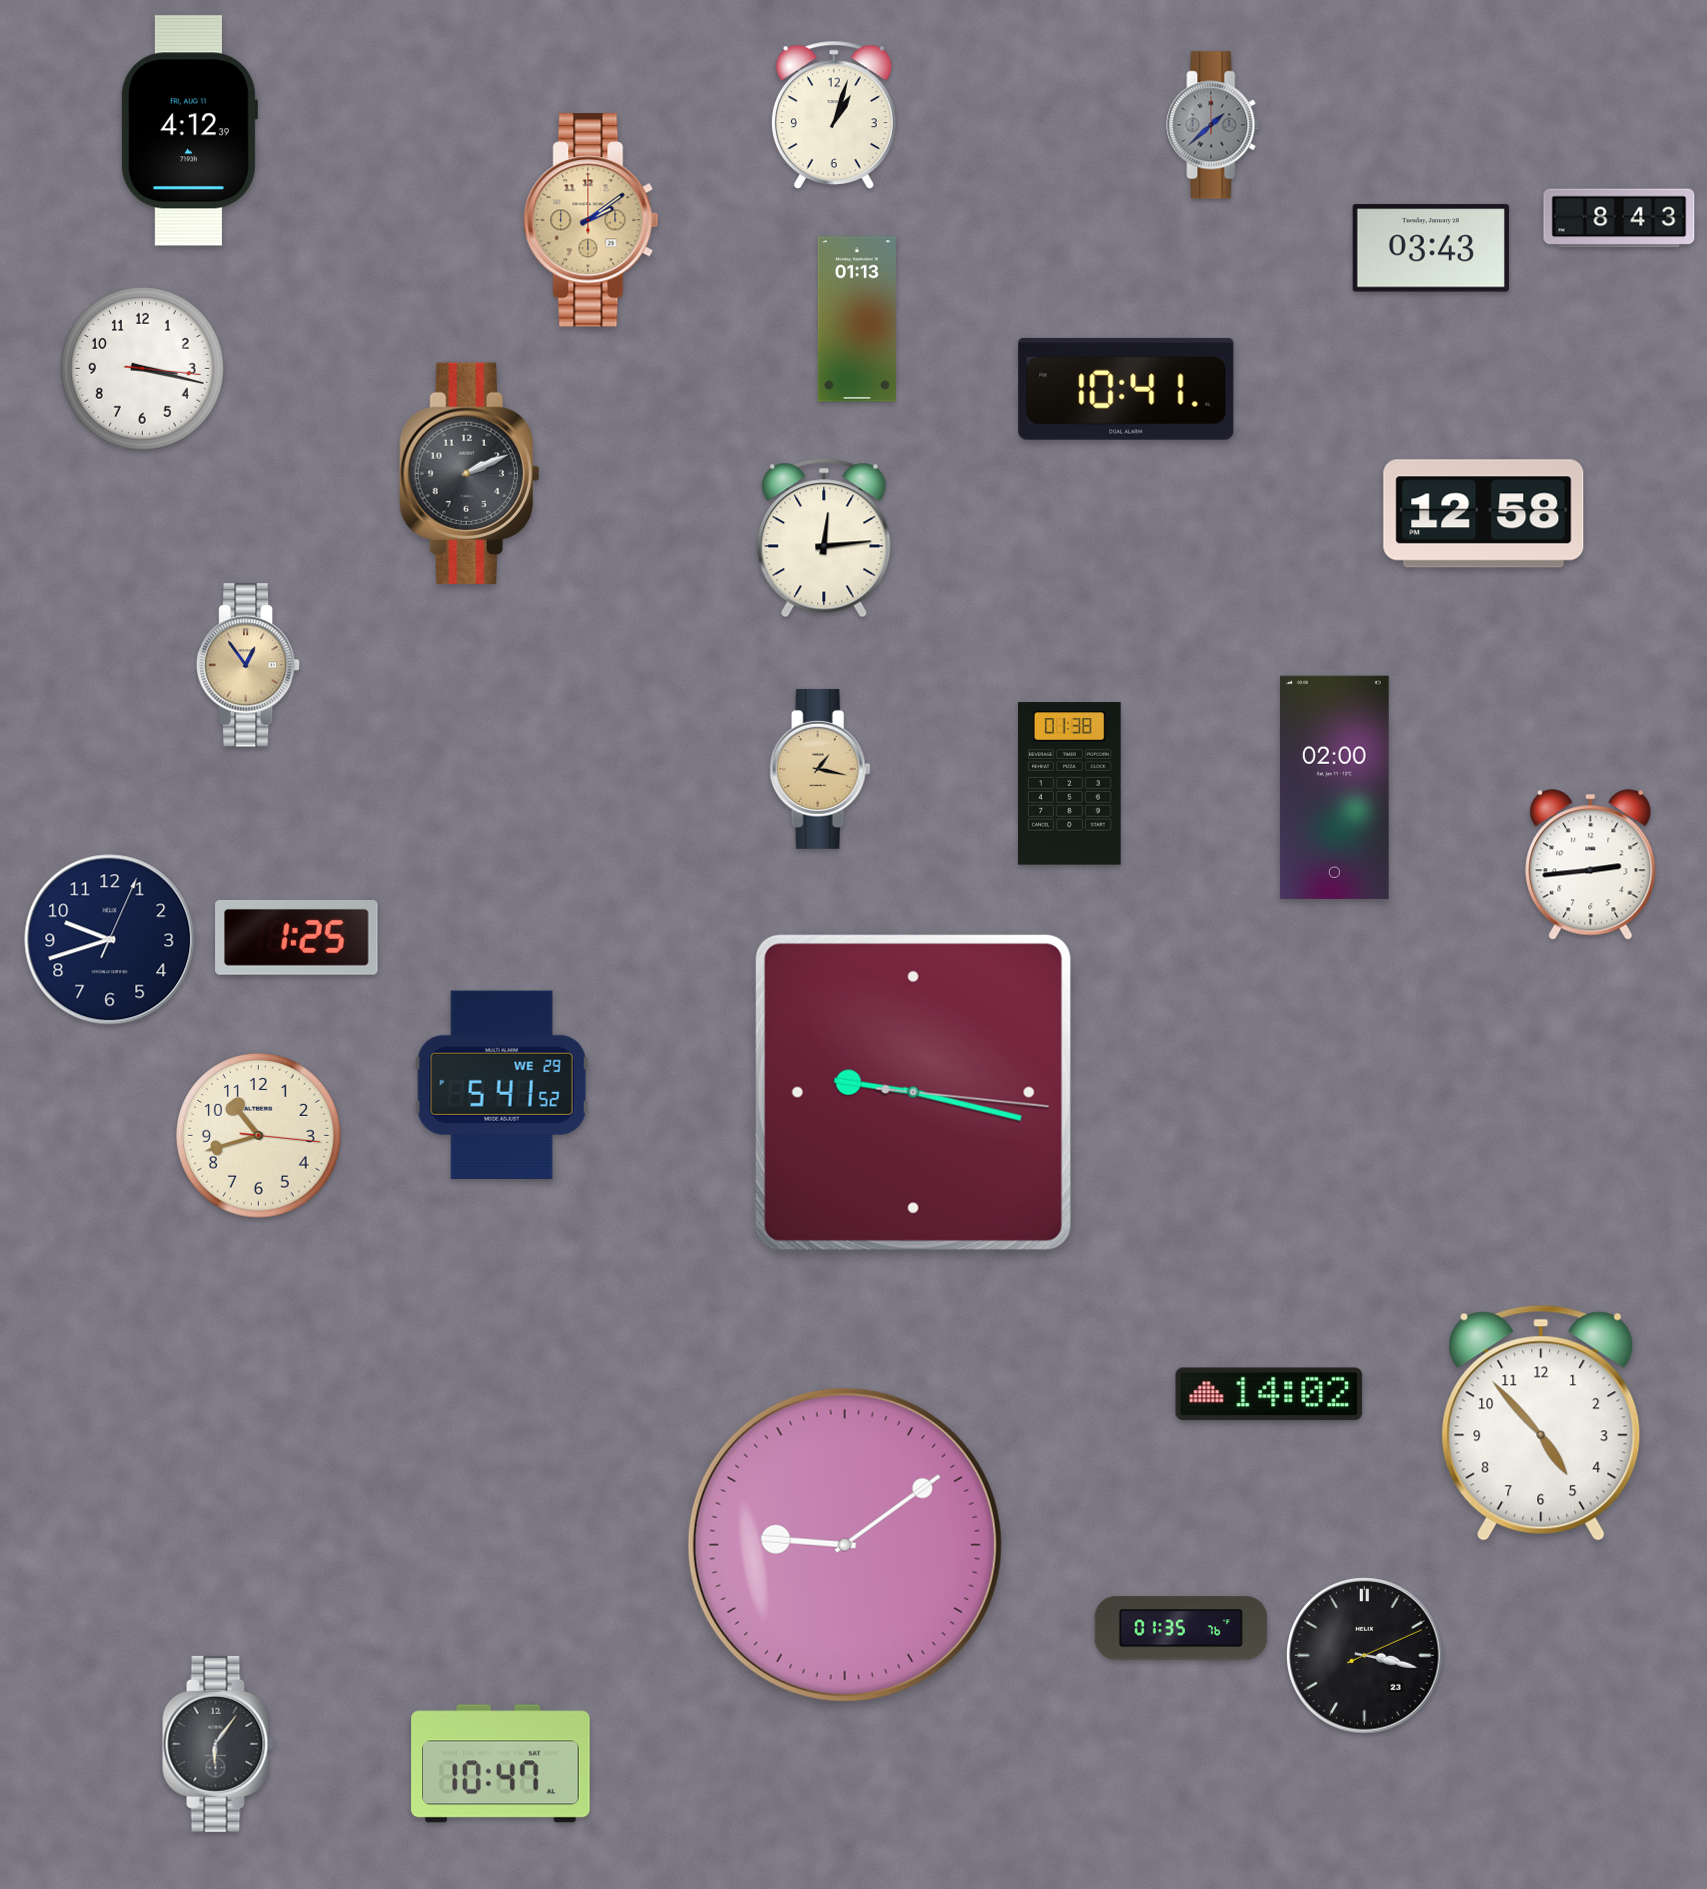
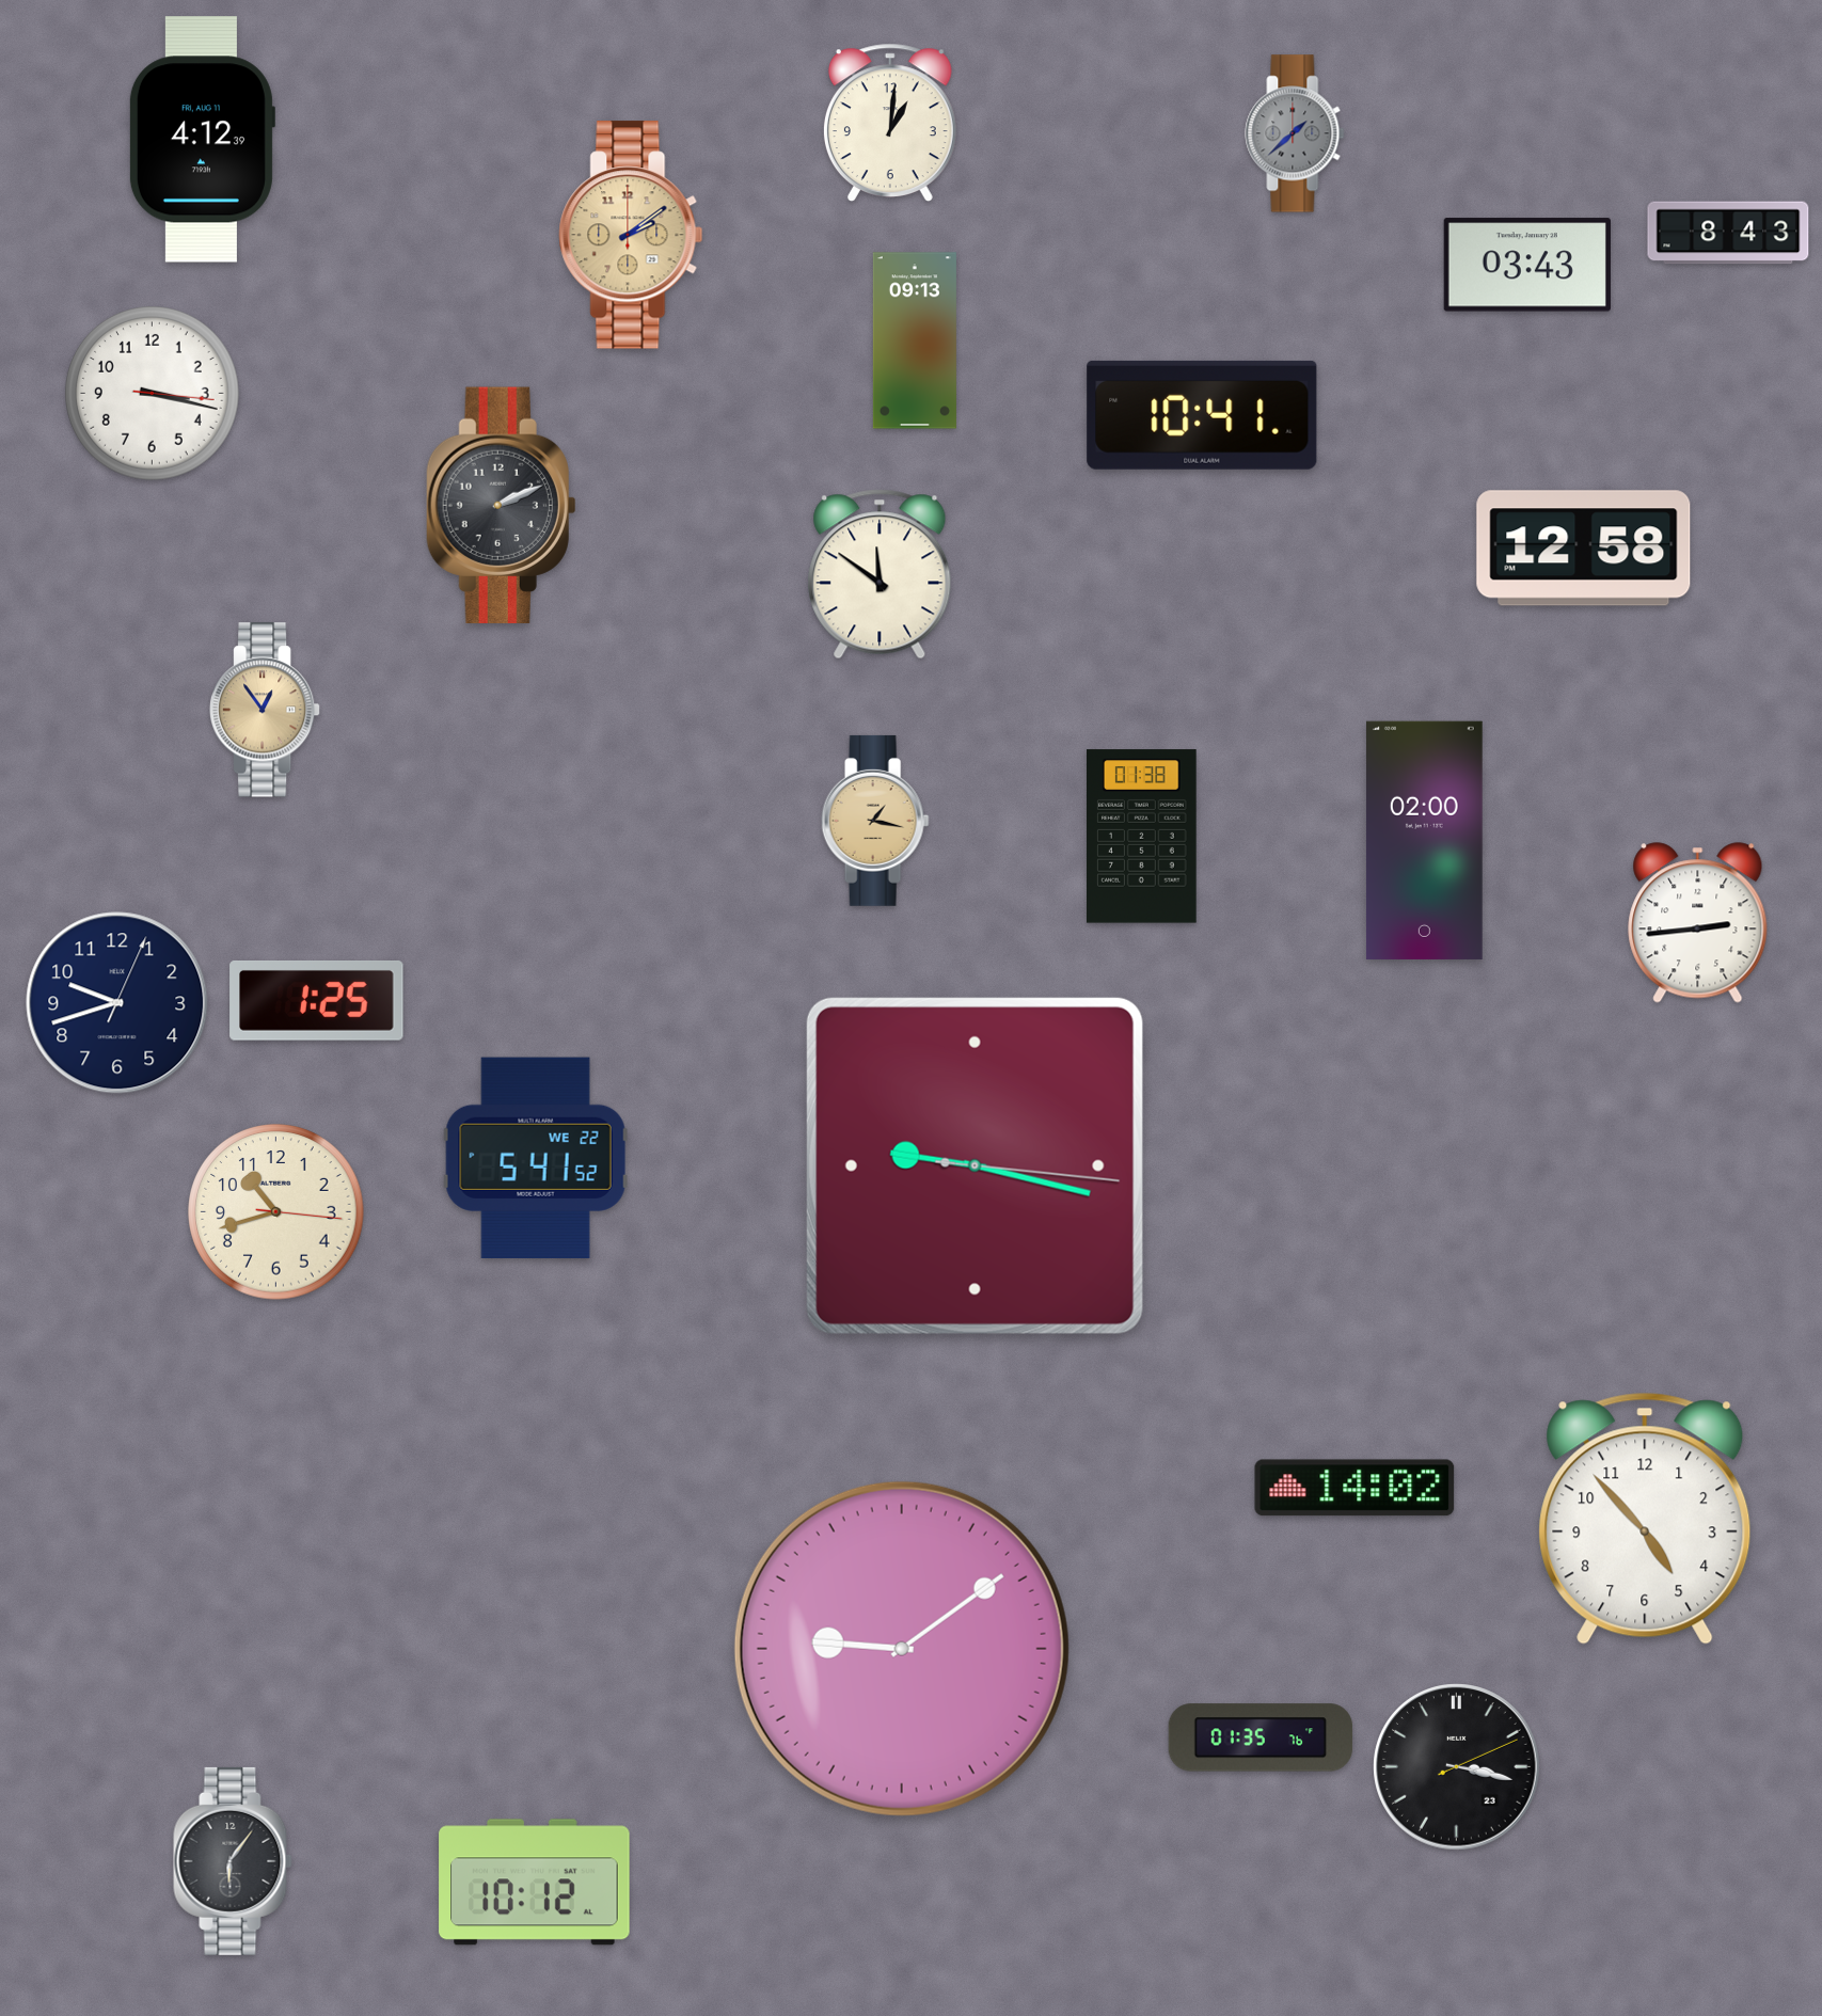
clock at (834, 114): 1:03 -> 1:01
clock at (857, 319): 01:13 -> 09:13
clock at (824, 538): 12:14 -> 11:51
clock at (502, 1084) date: WE 29 -> WE 22
clock at (501, 1764): 10:47 -> 10:12
